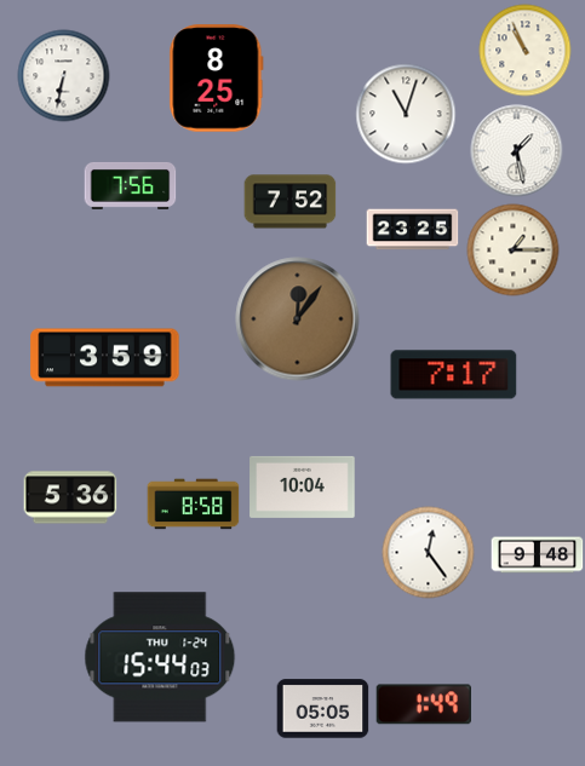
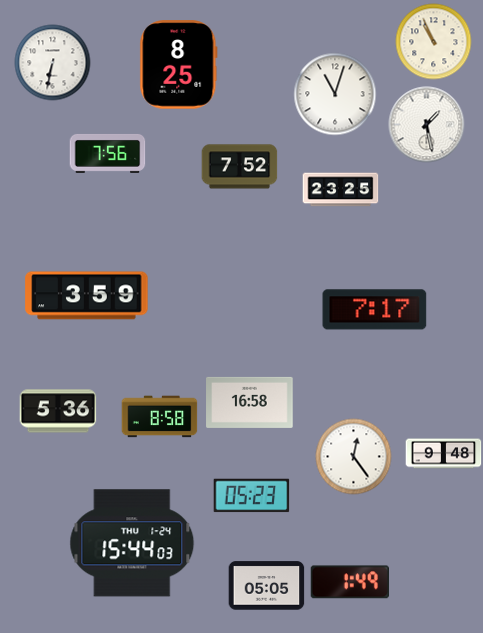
clock at (514, 250): 1:15 -> none
clock at (298, 319): 12:06 -> none
clock at (303, 486): 10:04 -> 16:58
clock at (538, 555) position: (538, 555) -> (444, 454)
clock at (252, 496): none -> 05:23
